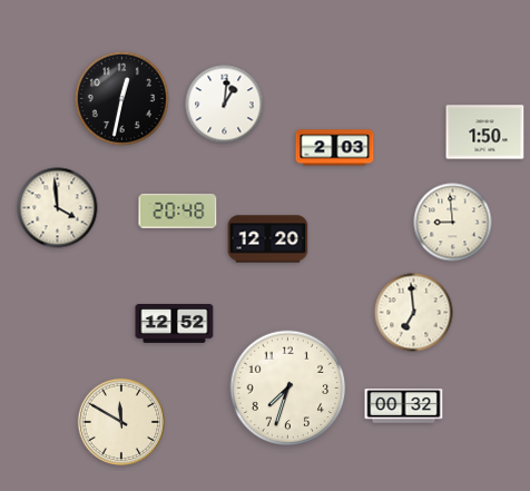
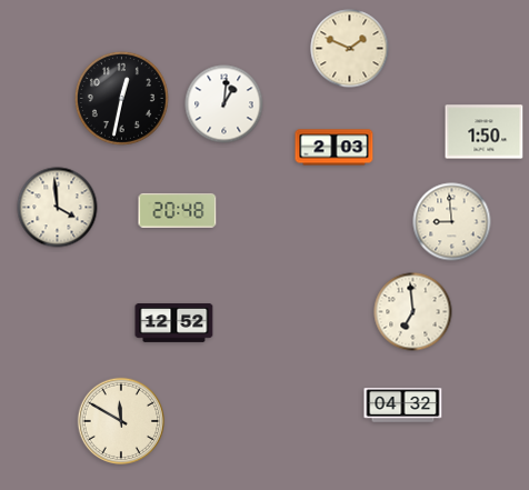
clock at (350, 49): none -> 1:49
clock at (268, 239): 12:20 -> none
clock at (288, 389): 7:33 -> none
clock at (404, 406): 00:32 -> 04:32
